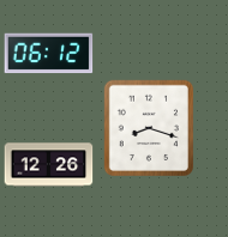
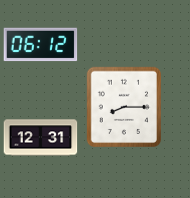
clock at (148, 127): 8:18 -> 8:15
clock at (49, 165): 12:26 -> 12:31
